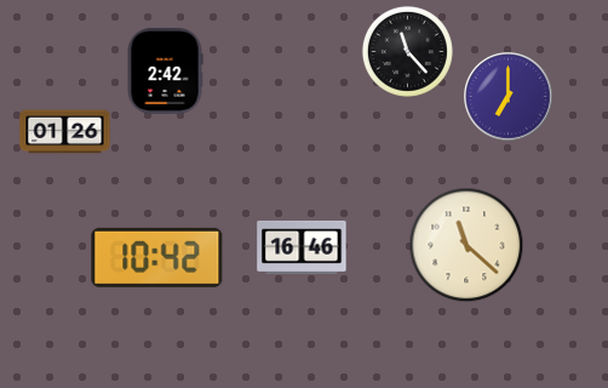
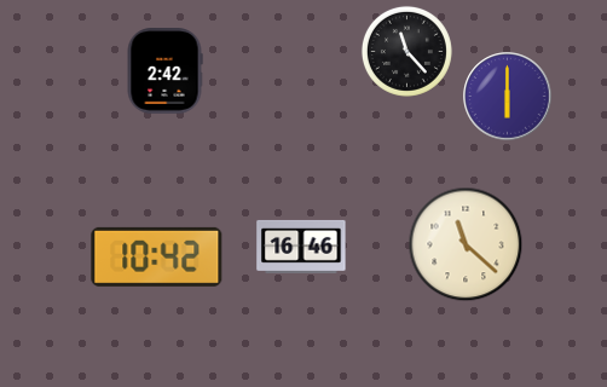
clock at (509, 97): 7:00 -> 6:00
clock at (65, 132): 01:26 -> none
